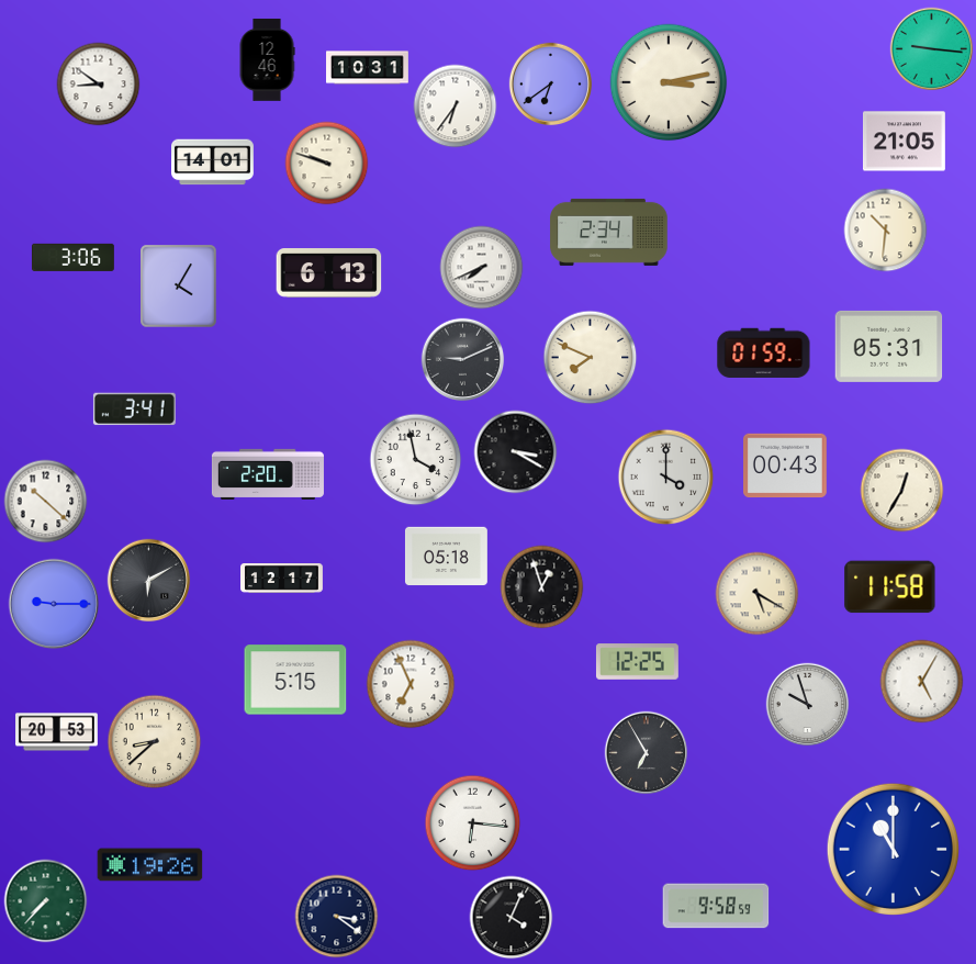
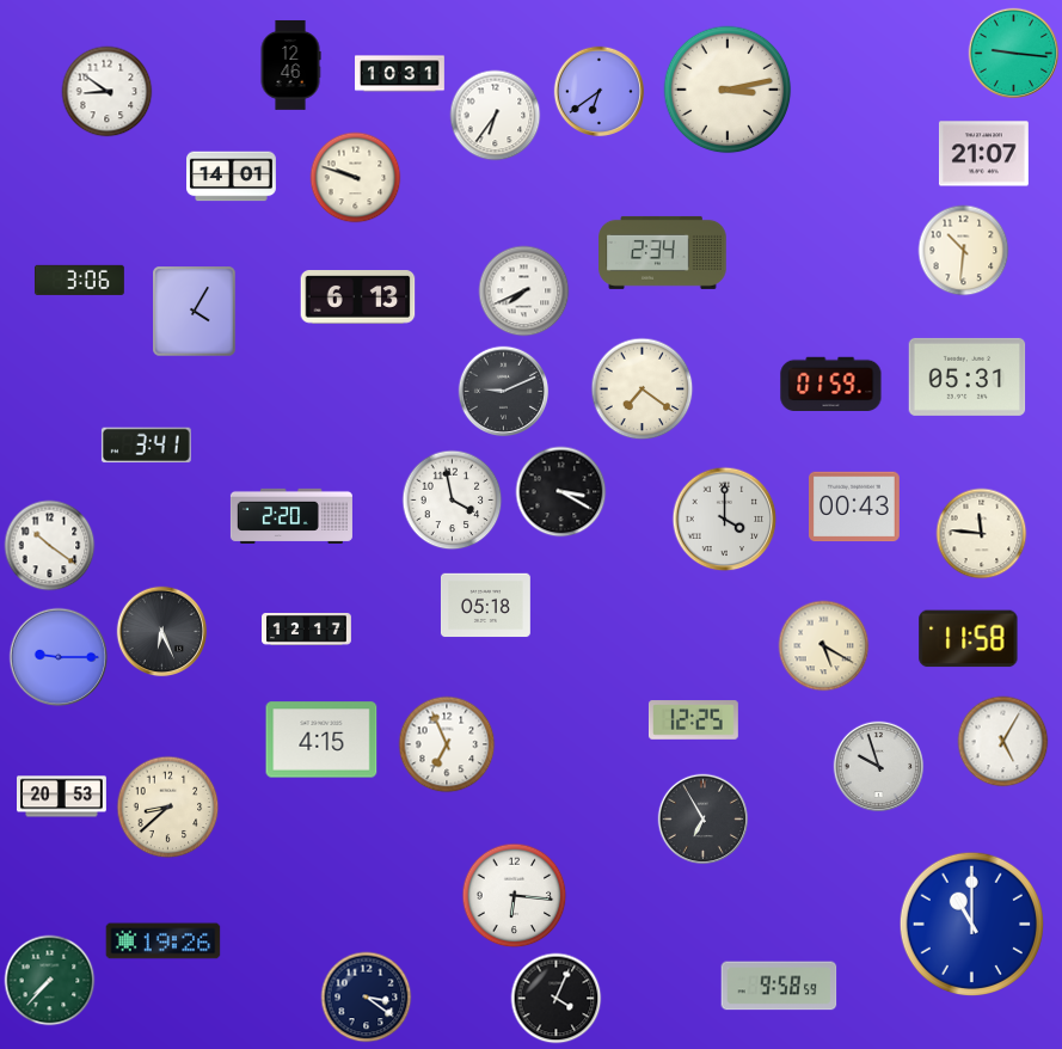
clock at (904, 142): 21:05 -> 21:07
clock at (591, 358): 7:49 -> 7:21
clock at (902, 491): 12:35 -> 11:46
clock at (46, 502): 10:22 -> 10:21
clock at (149, 581): 6:10 -> 6:26
clock at (542, 587): 12:57 -> none
clock at (295, 680): 5:15 -> 4:15
